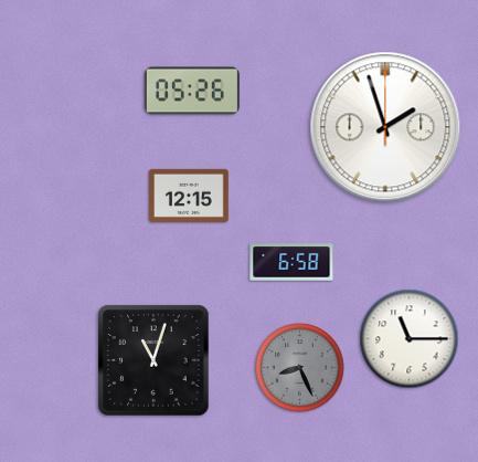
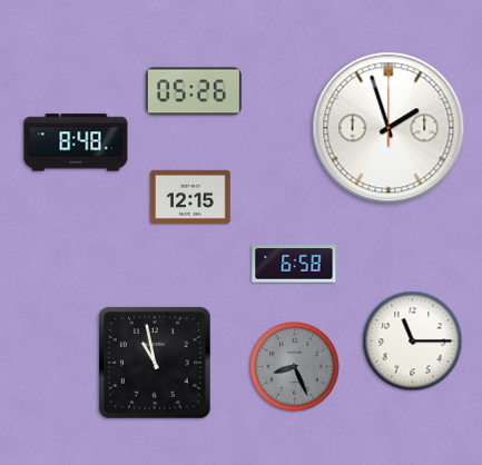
clock at (76, 142): none -> 8:48
clock at (153, 360): 11:03 -> 10:58
clock at (300, 368) position: (300, 368) -> (295, 367)
